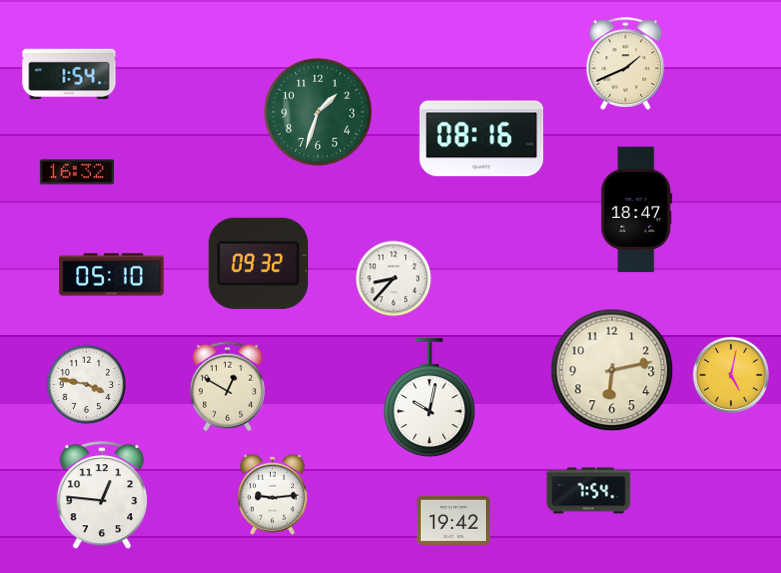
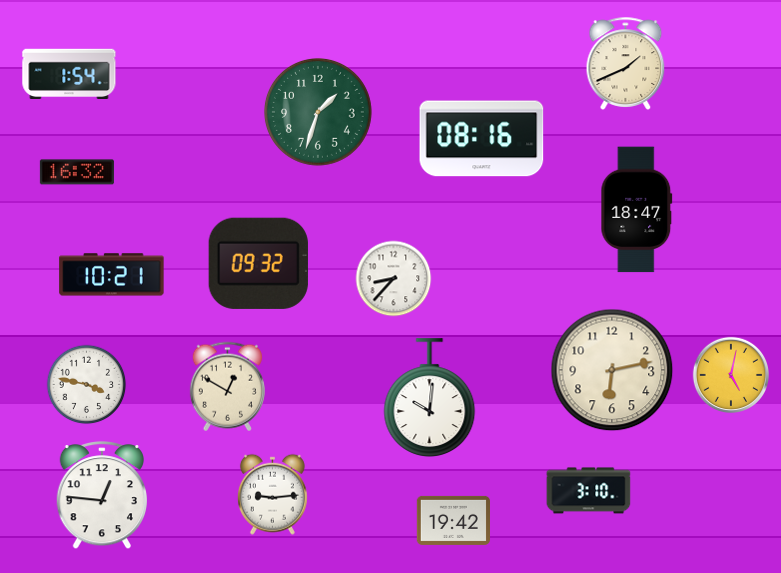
clock at (112, 275): 05:10 -> 10:21
clock at (430, 398): 10:02 -> 10:01
clock at (589, 491): 7:54 -> 3:10
